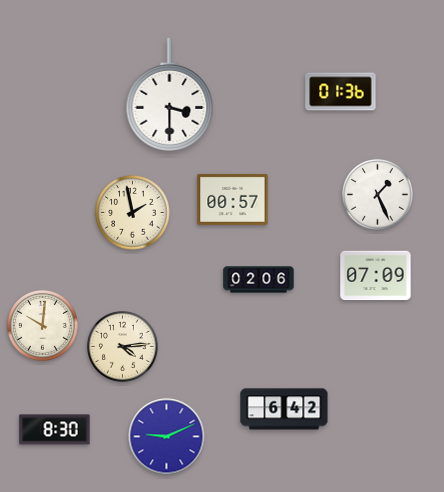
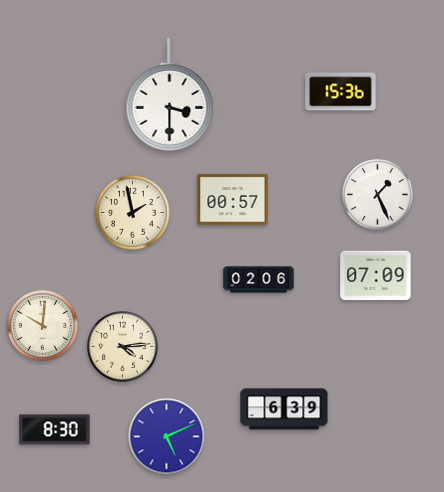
clock at (341, 92): 01:36 -> 15:36
clock at (284, 409): 6:42 -> 6:39
clock at (167, 437): 9:11 -> 5:11
